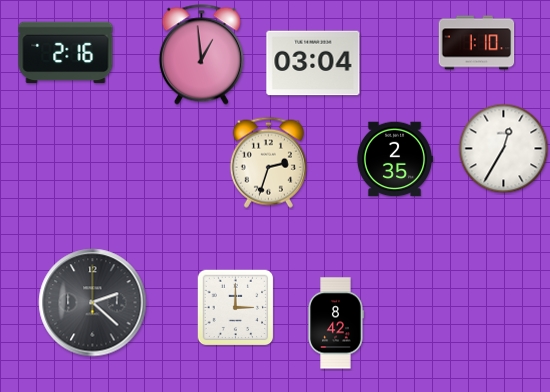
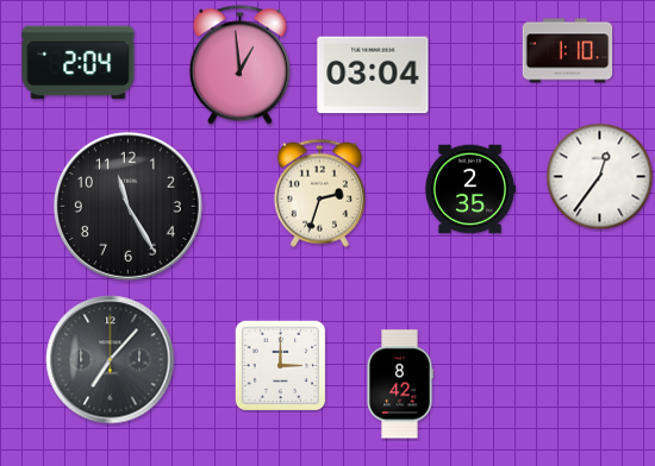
clock at (66, 53): 2:16 -> 2:04
clock at (504, 149): 12:35 -> 12:36
clock at (127, 206): none -> 11:25
clock at (93, 303): 2:22 -> 7:07
